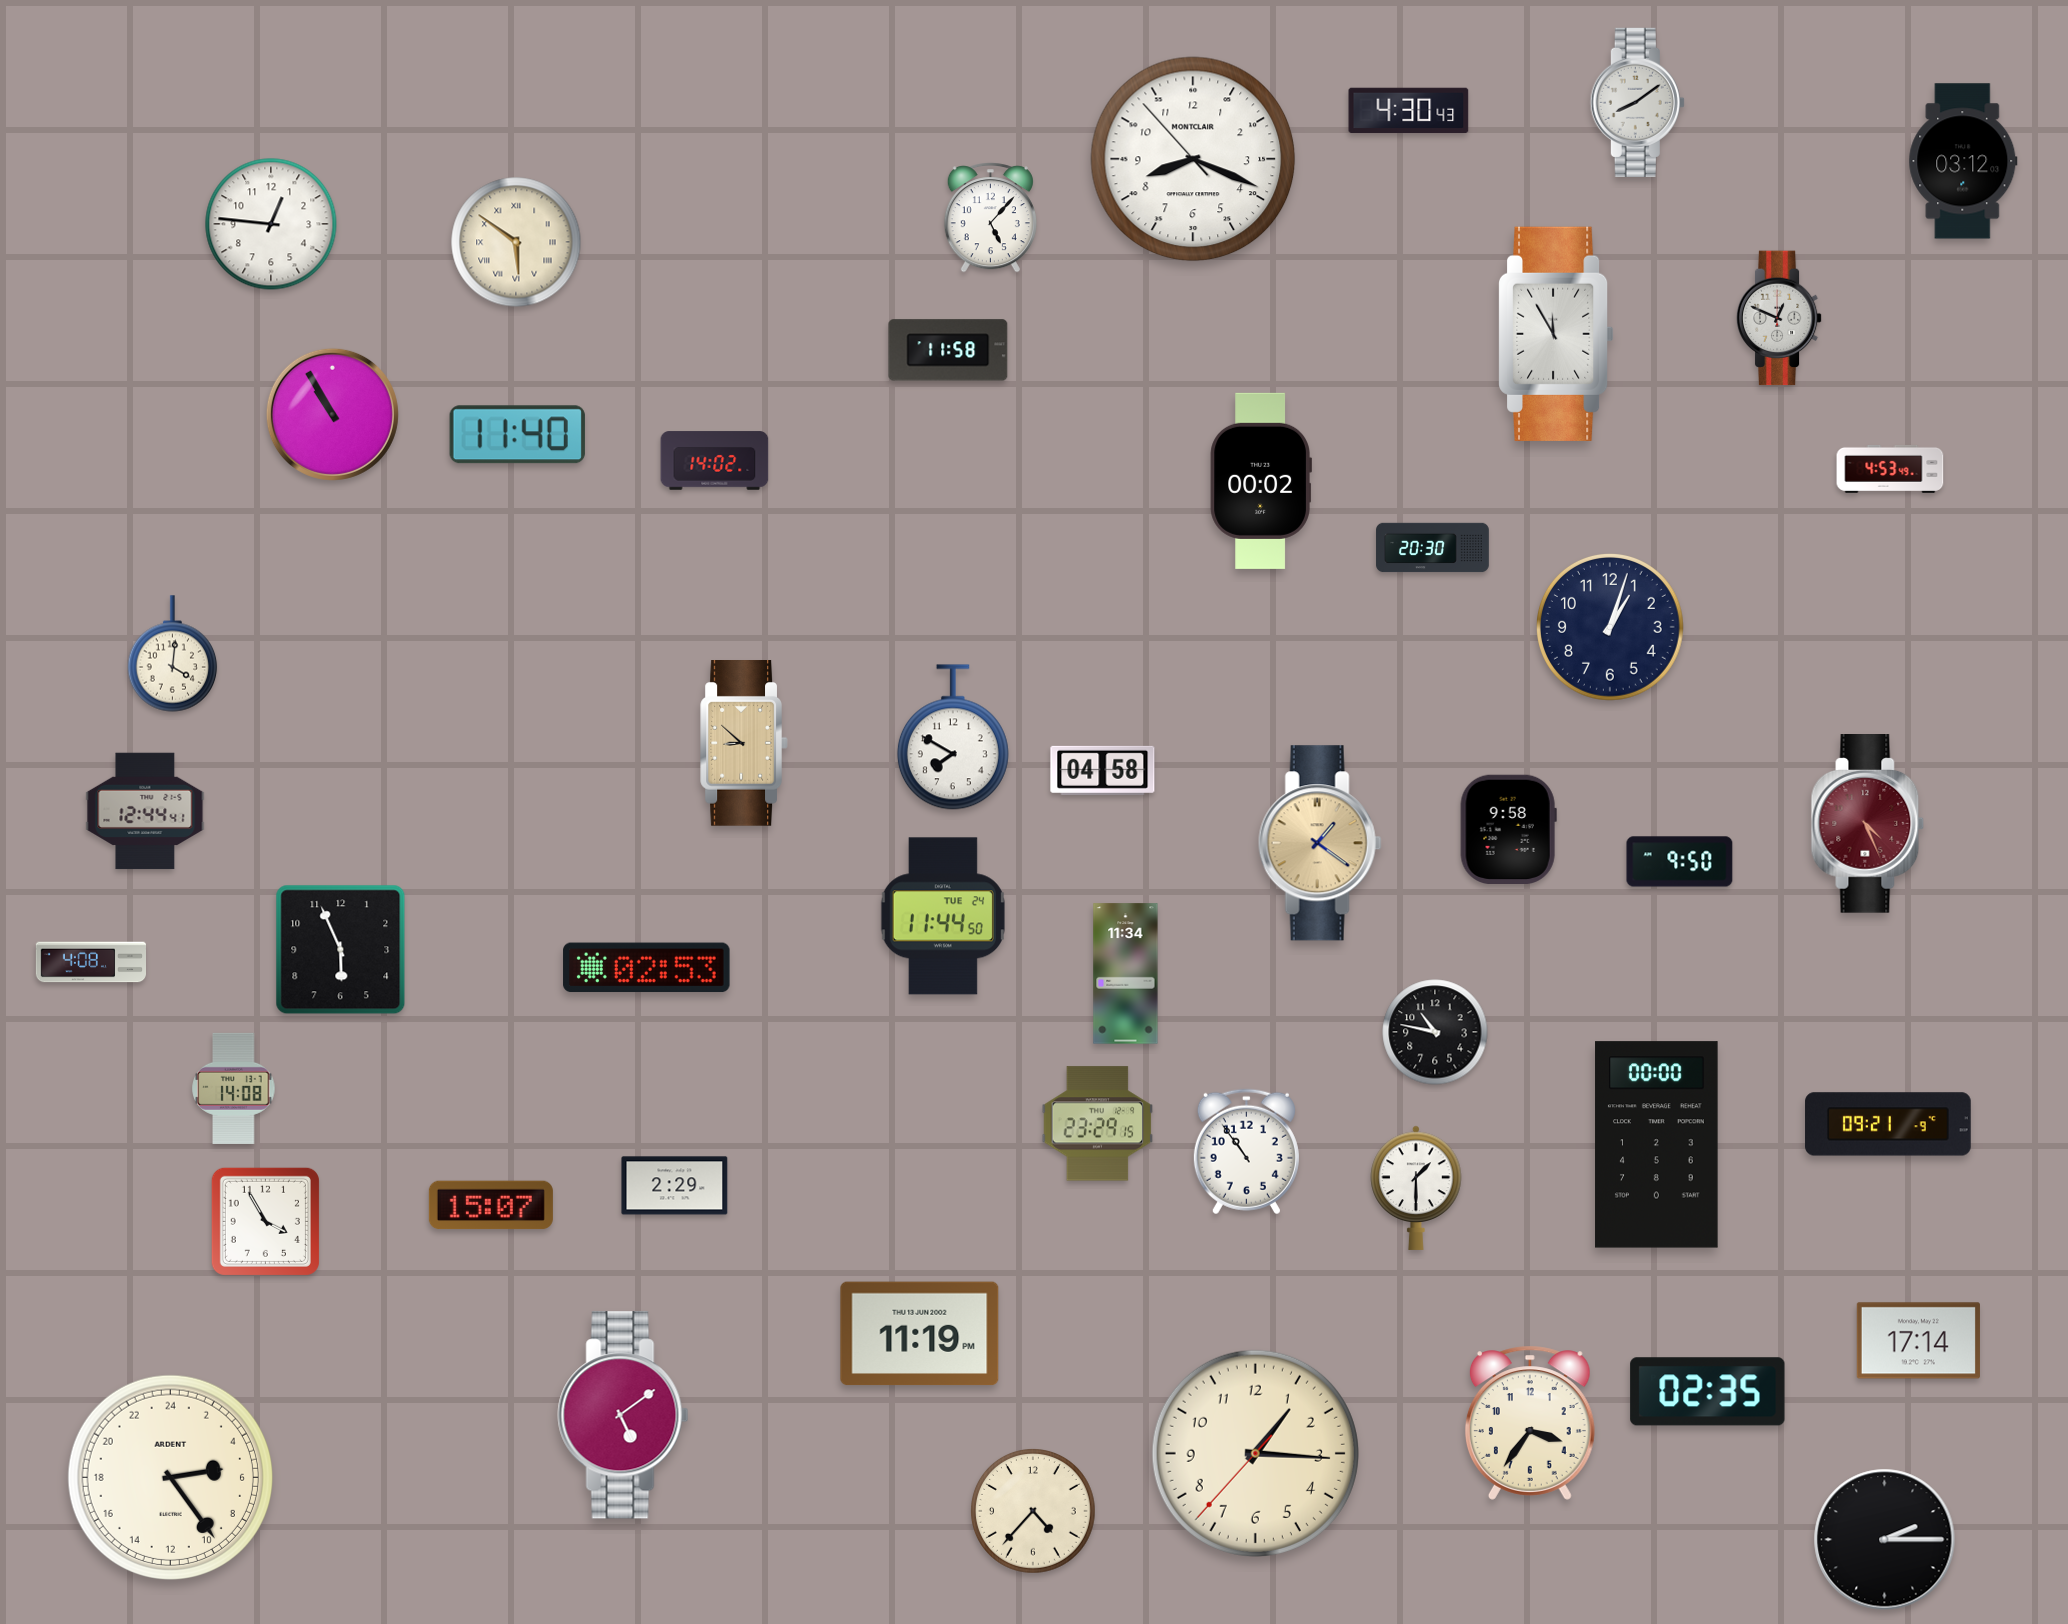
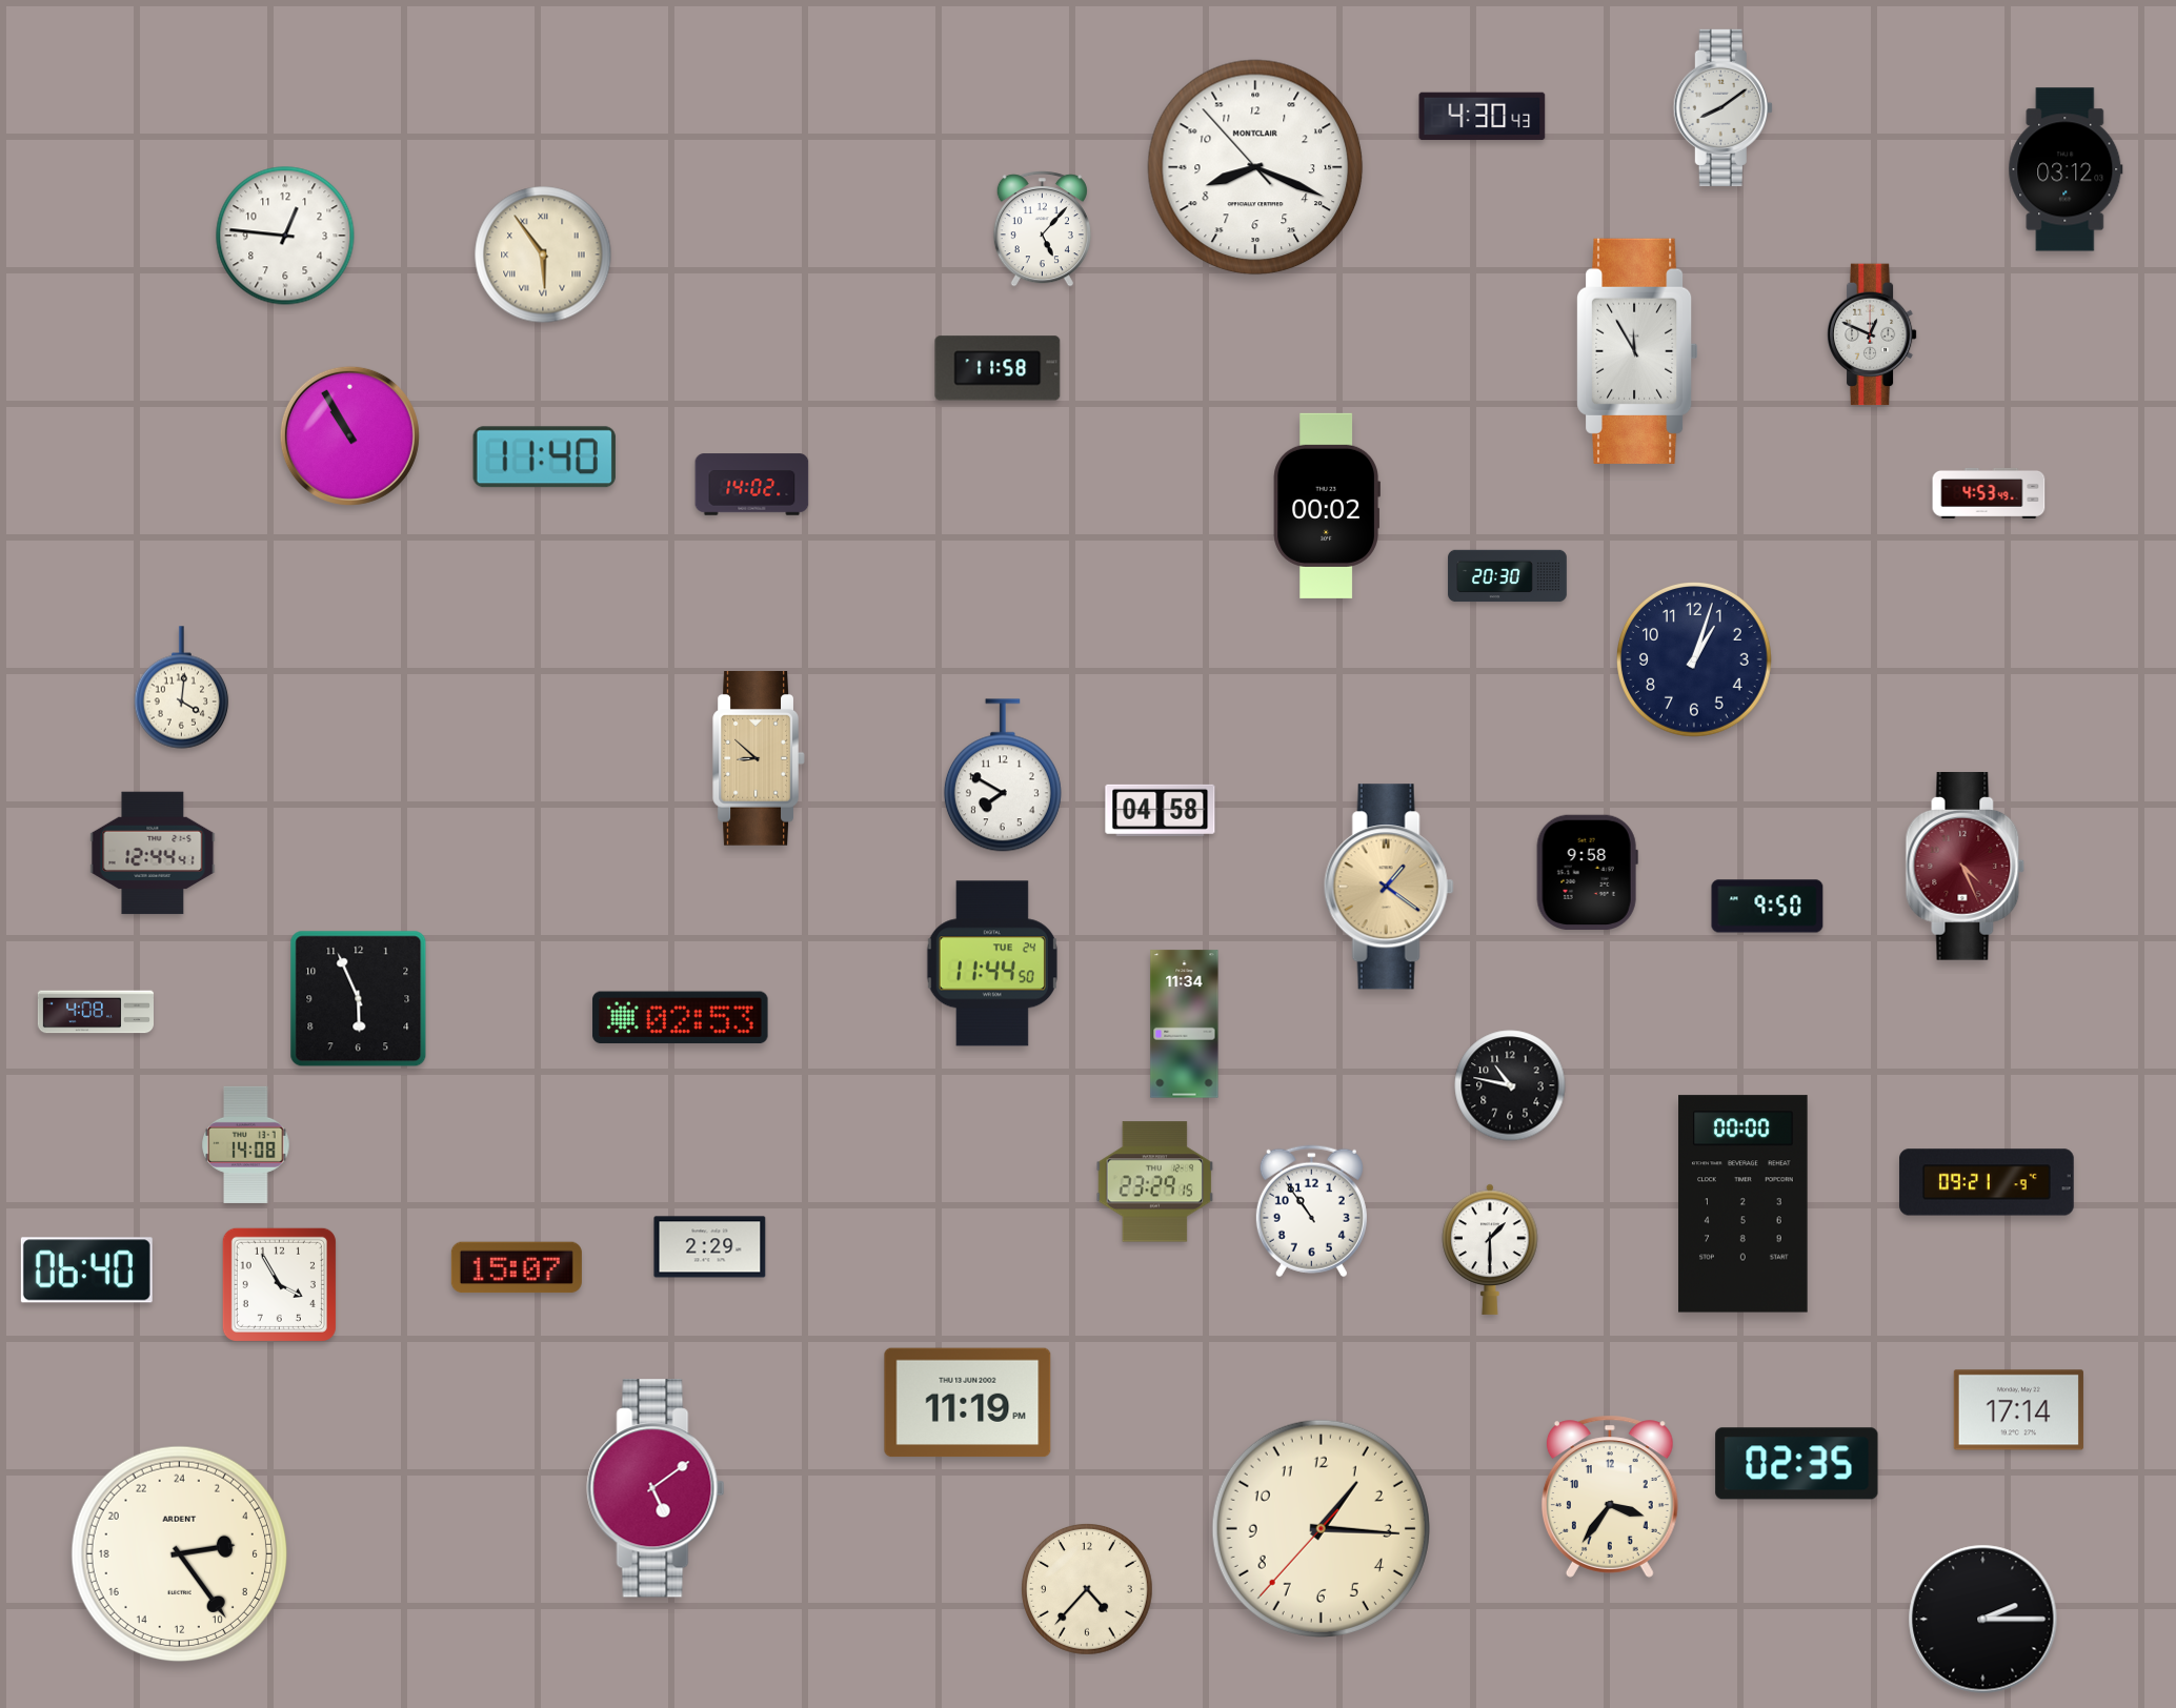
clock at (516, 242): 5:51 -> 5:54
clock at (744, 744) position: (744, 744) -> (759, 759)
clock at (86, 1270): none -> 06:40
